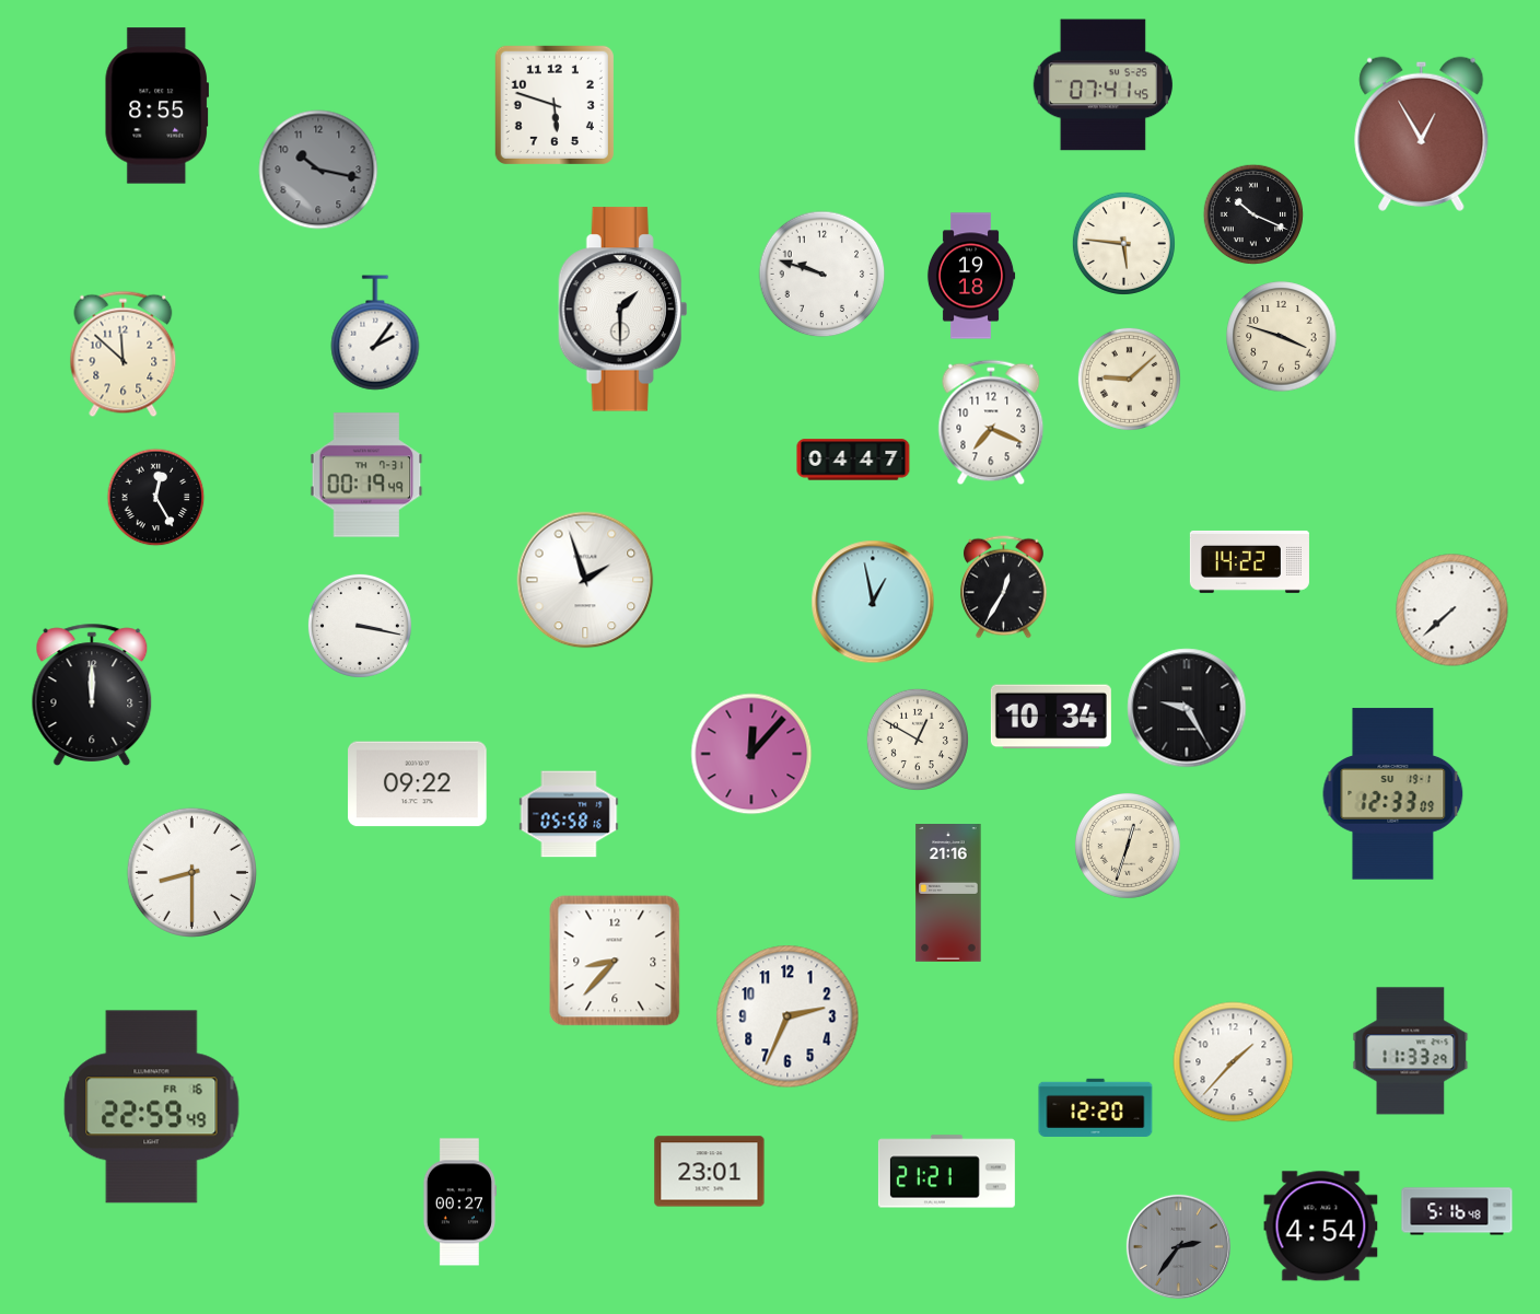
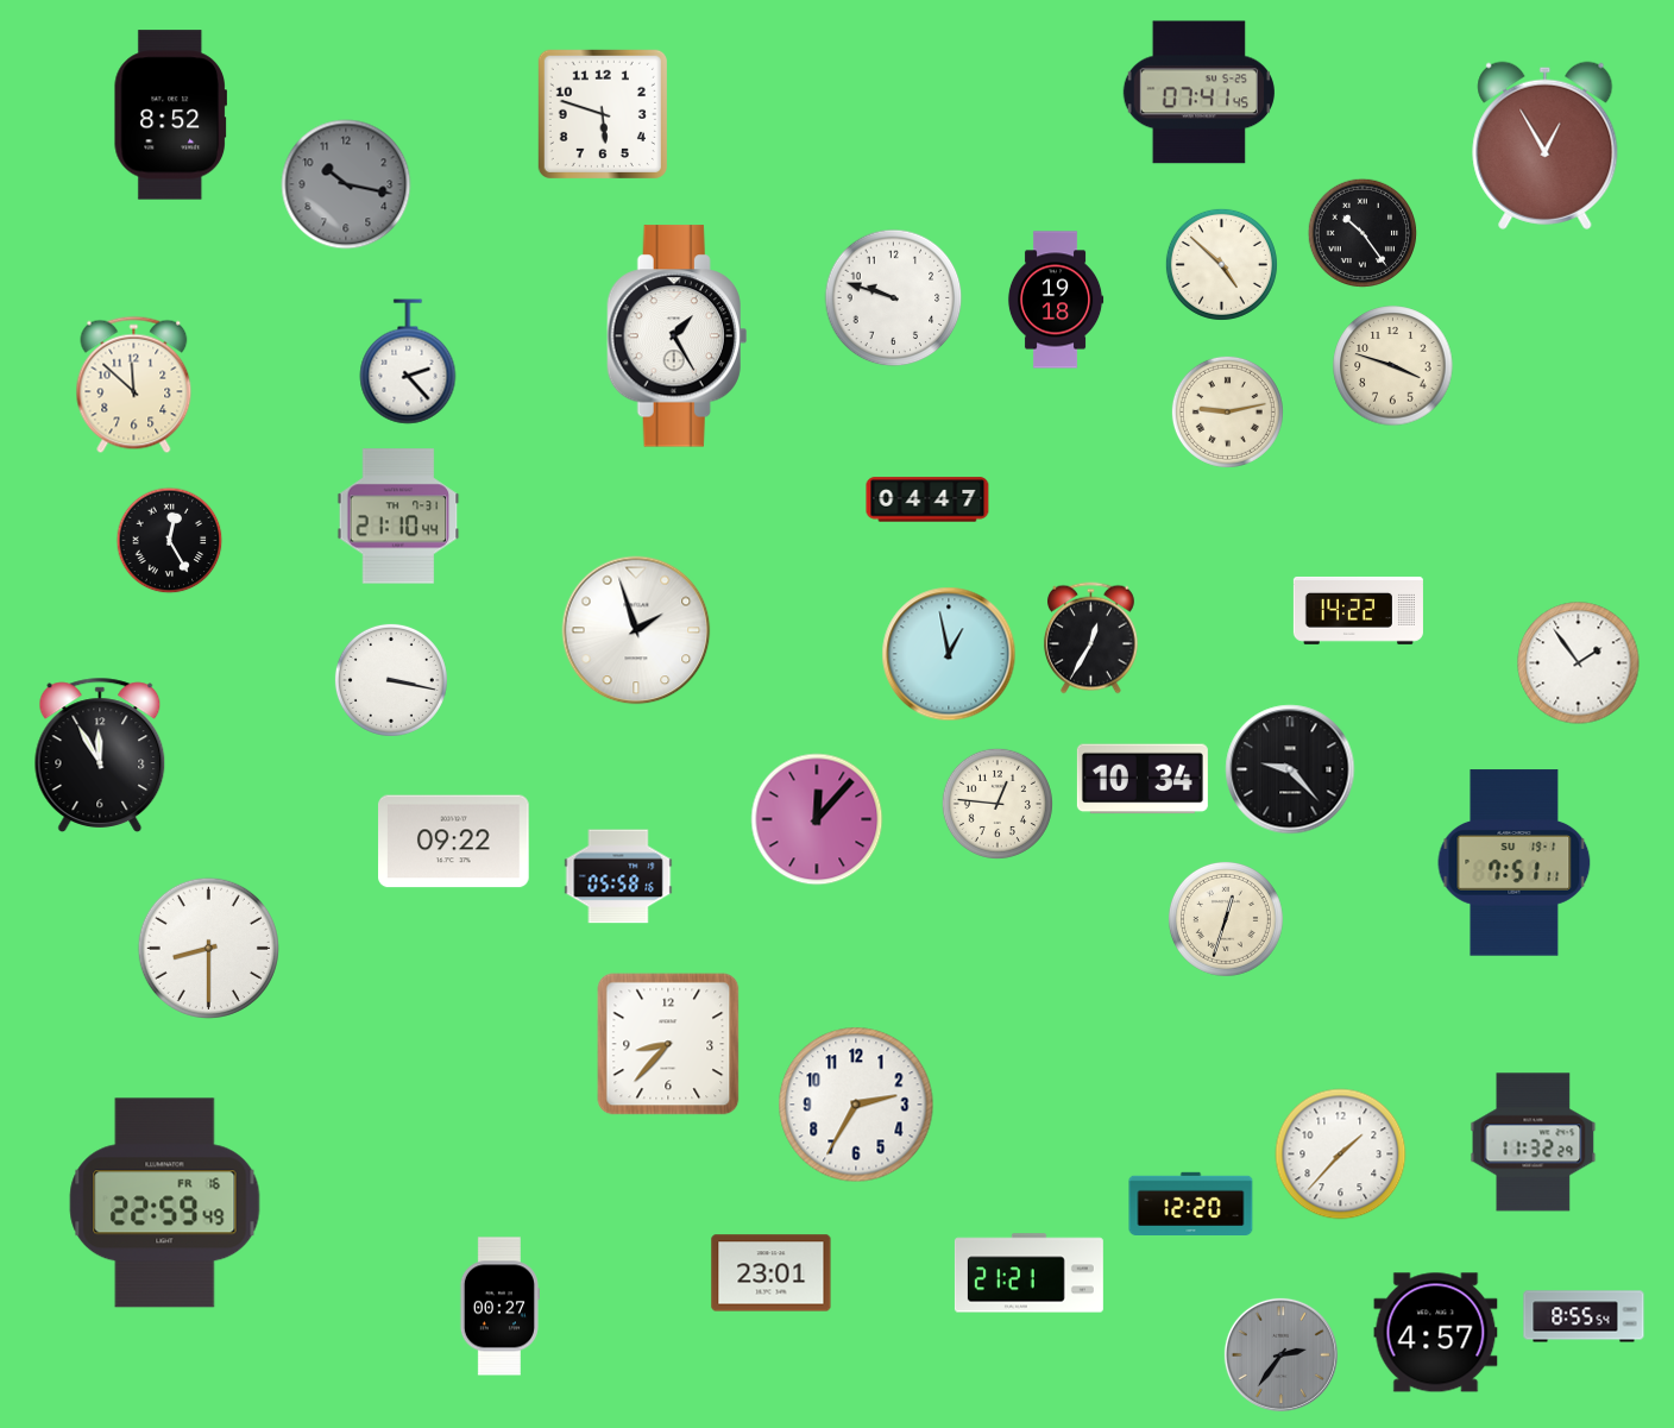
clock at (156, 106): 8:55 -> 8:52
clock at (1253, 214): 10:19 -> 10:24
clock at (1123, 243): 5:46 -> 4:52
clock at (623, 310): 1:30 -> 1:25
clock at (375, 333): 2:06 -> 2:23
clock at (1129, 379): 9:08 -> 9:13
clock at (991, 422): 7:19 -> none
clock at (366, 475): 00:19 -> 21:10
clock at (1452, 611): 7:38 -> 1:54
clock at (92, 694): 12:00 -> 11:55
clock at (1187, 708): 9:25 -> 9:23
clock at (918, 740): 12:50 -> 12:46
clock at (418, 784) position: (418, 784) -> (454, 842)
clock at (1393, 794): 12:33 -> 7:51
clock at (569, 814) position: (569, 814) -> (618, 876)
clock at (948, 894): 21:16 -> none
clock at (787, 1016): 2:34 -> 2:35
clock at (1411, 1051): 11:33 -> 11:32
clock at (1457, 1211): 5:16 -> 8:55
clock at (1321, 1226): 4:54 -> 4:57
